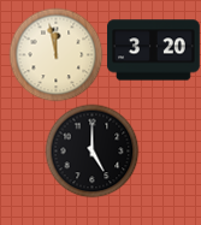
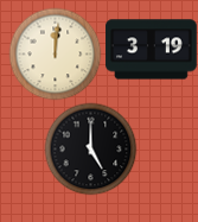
clock at (154, 51): 3:20 -> 3:19
clock at (55, 54): 11:58 -> 12:01
